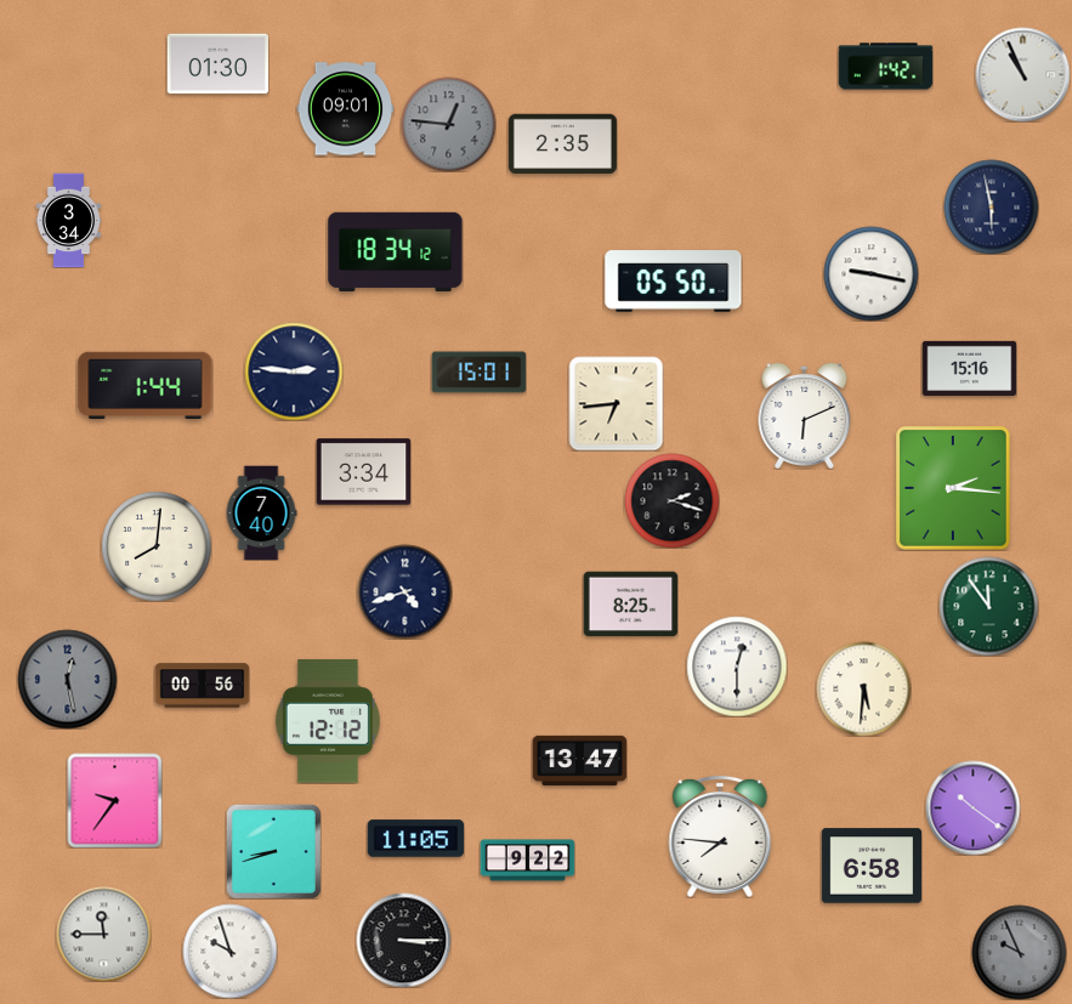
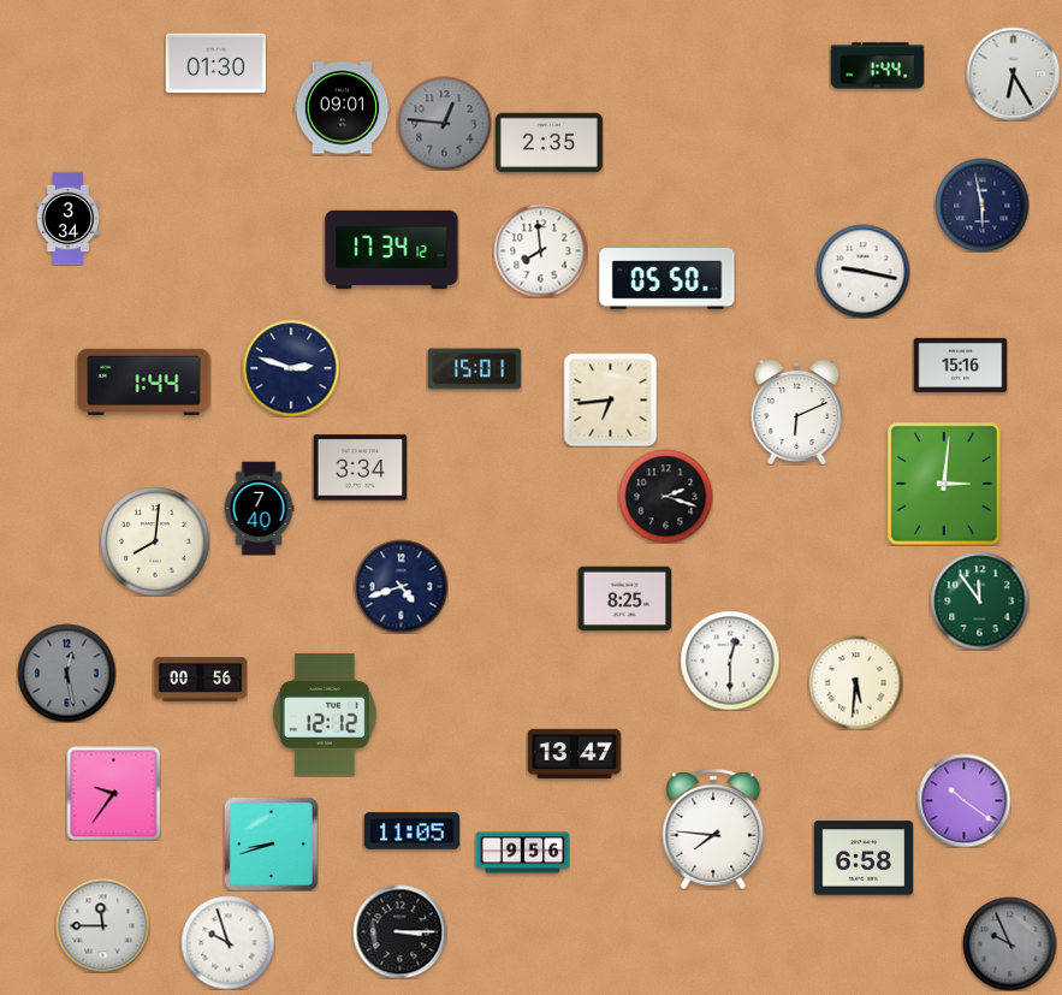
clock at (885, 67): 1:42 -> 1:44
clock at (1022, 74): 10:56 -> 6:25
clock at (562, 144) position: (562, 144) -> (548, 143)
clock at (396, 253): 18:34 -> 17:34
clock at (540, 250): none -> 7:59
clock at (294, 371): 2:46 -> 2:48
clock at (954, 488): 2:16 -> 3:01
clock at (527, 861): 9:22 -> 9:56
